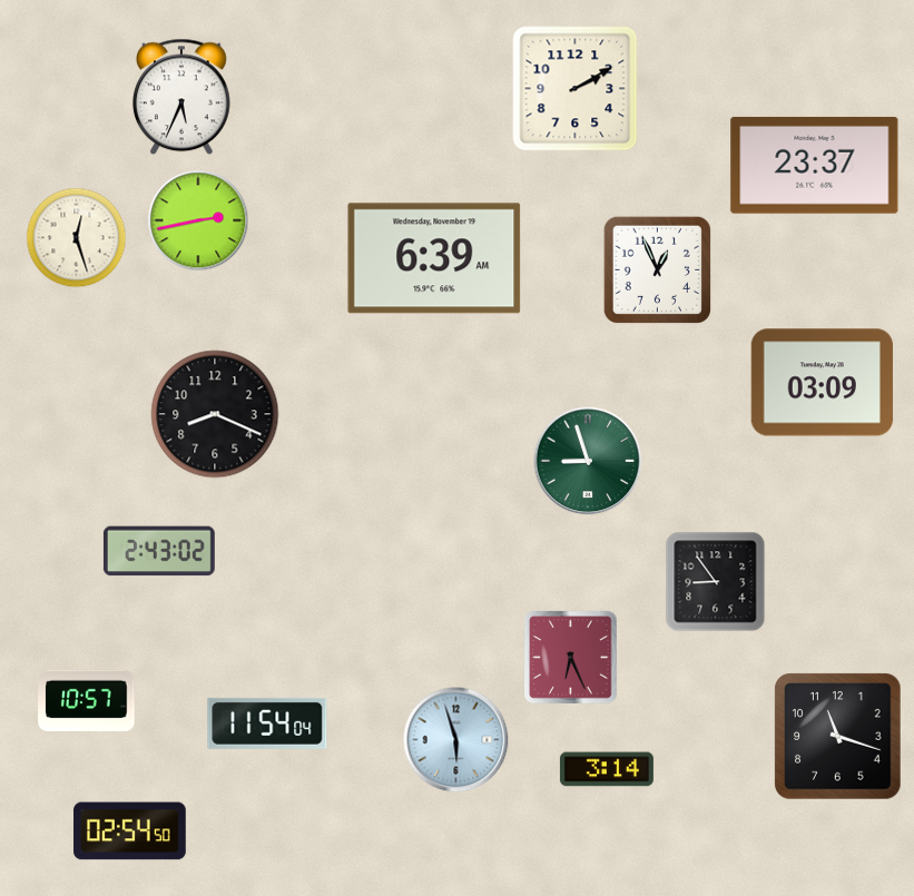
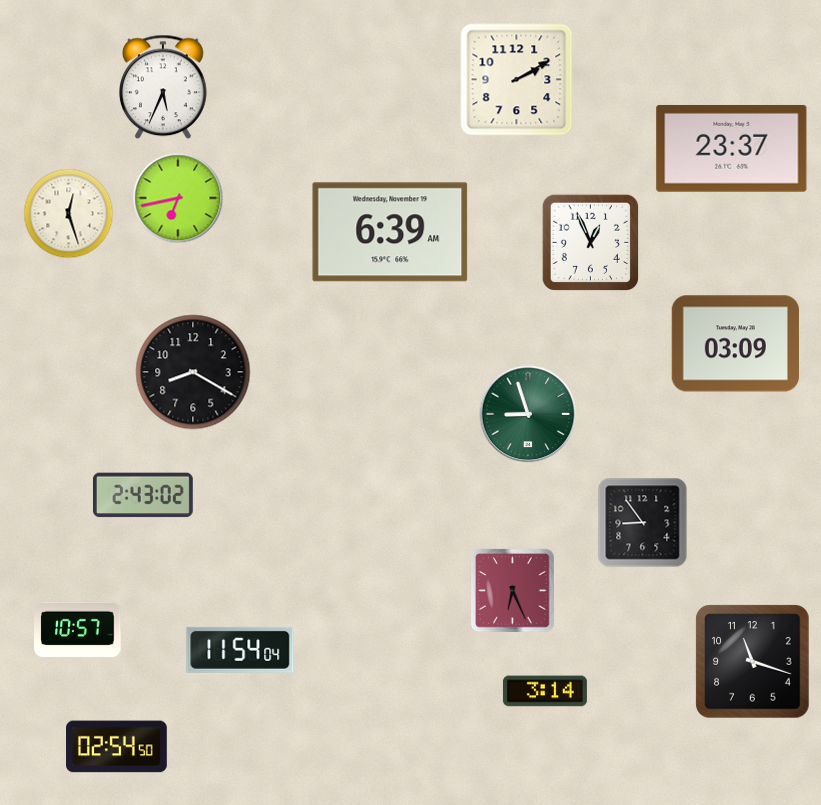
clock at (198, 220): 2:43 -> 6:43
clock at (822, 383) position: (822, 383) -> (735, 344)
clock at (215, 414): 8:19 -> 8:20
clock at (456, 740): 5:57 -> none
